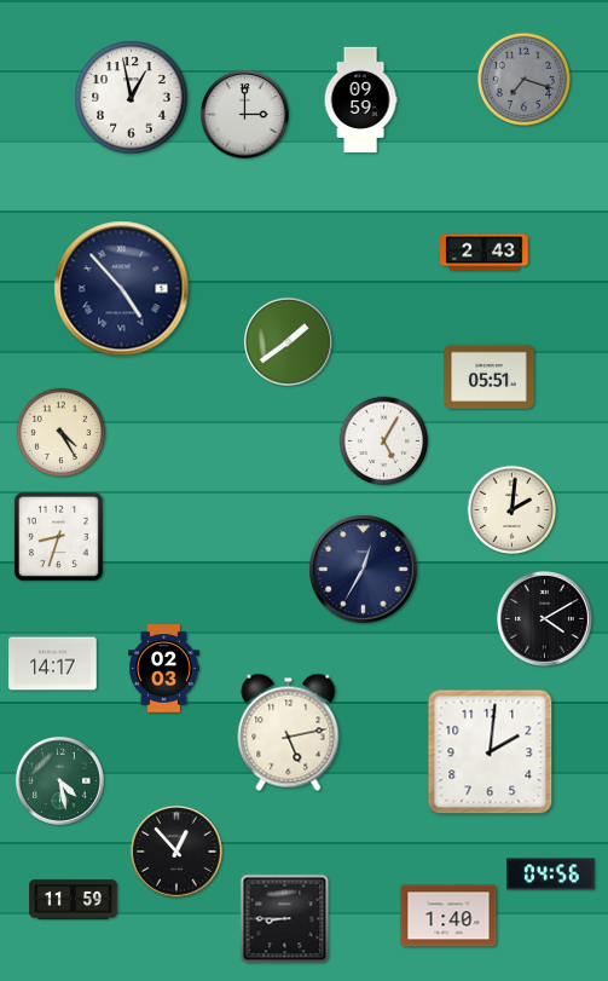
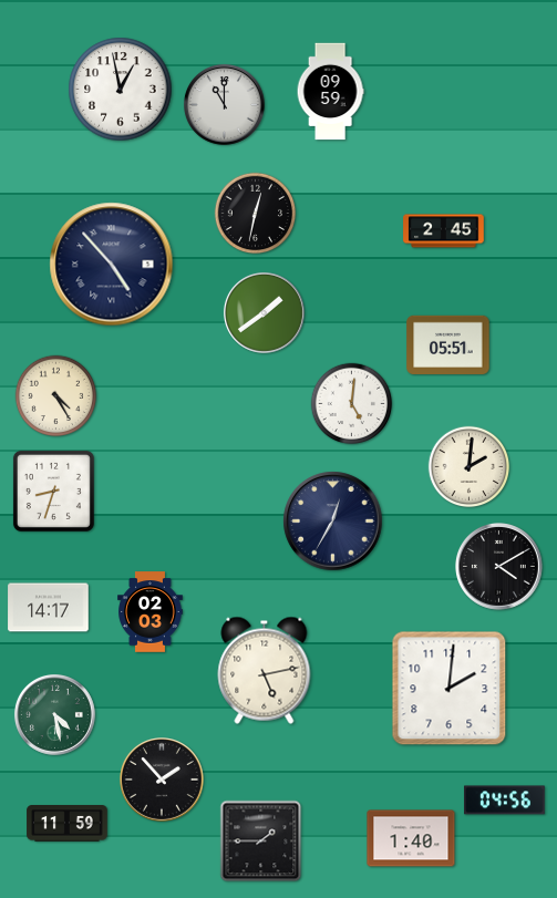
clock at (523, 79): 7:18 -> none
clock at (244, 114): 3:00 -> 11:00
clock at (256, 214): none -> 12:32
clock at (485, 253): 2:43 -> 2:45
clock at (384, 442): 5:05 -> 5:01
clock at (178, 853): 12:53 -> 1:53
clock at (285, 919): 8:45 -> 1:45
